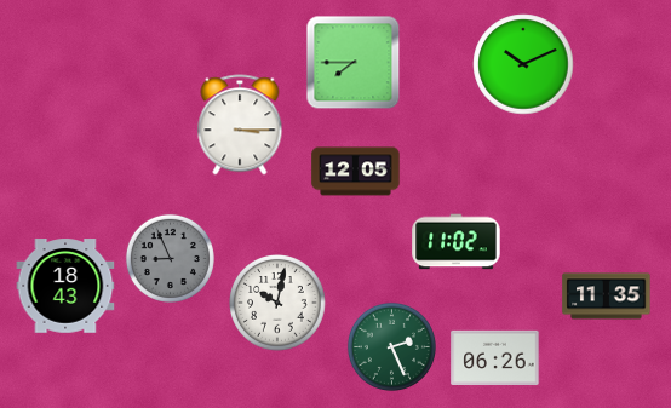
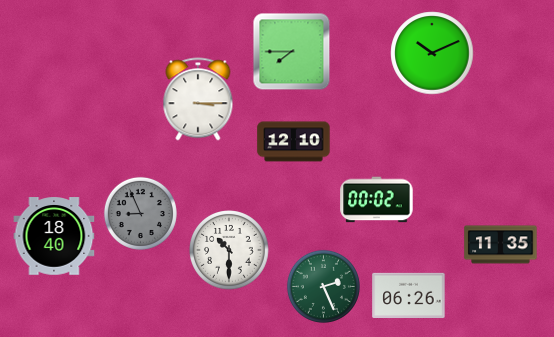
clock at (240, 125) position: (240, 125) -> (198, 99)
clock at (356, 172): 12:05 -> 12:10
clock at (457, 242): 11:02 -> 00:02
clock at (65, 286): 18:43 -> 18:40
clock at (277, 303): 10:02 -> 10:30
